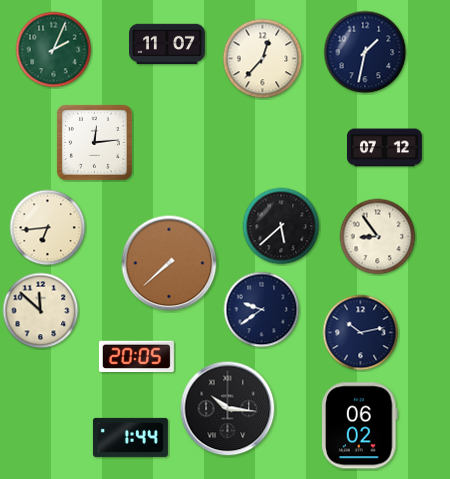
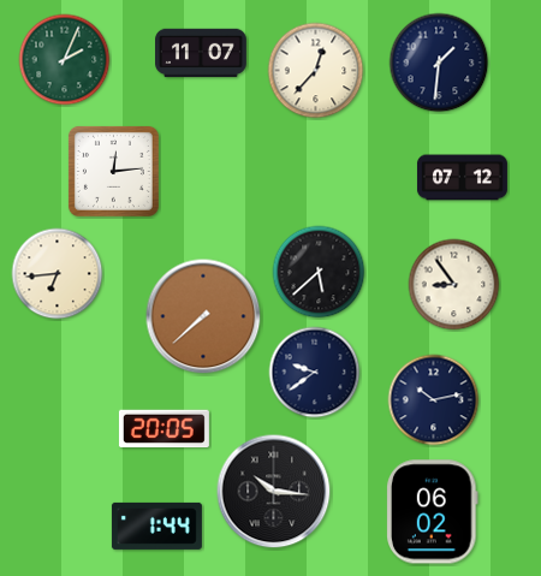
clock at (365, 52): 1:32 -> 1:31
clock at (281, 226) position: (281, 226) -> (319, 272)
clock at (41, 311): 11:52 -> none
